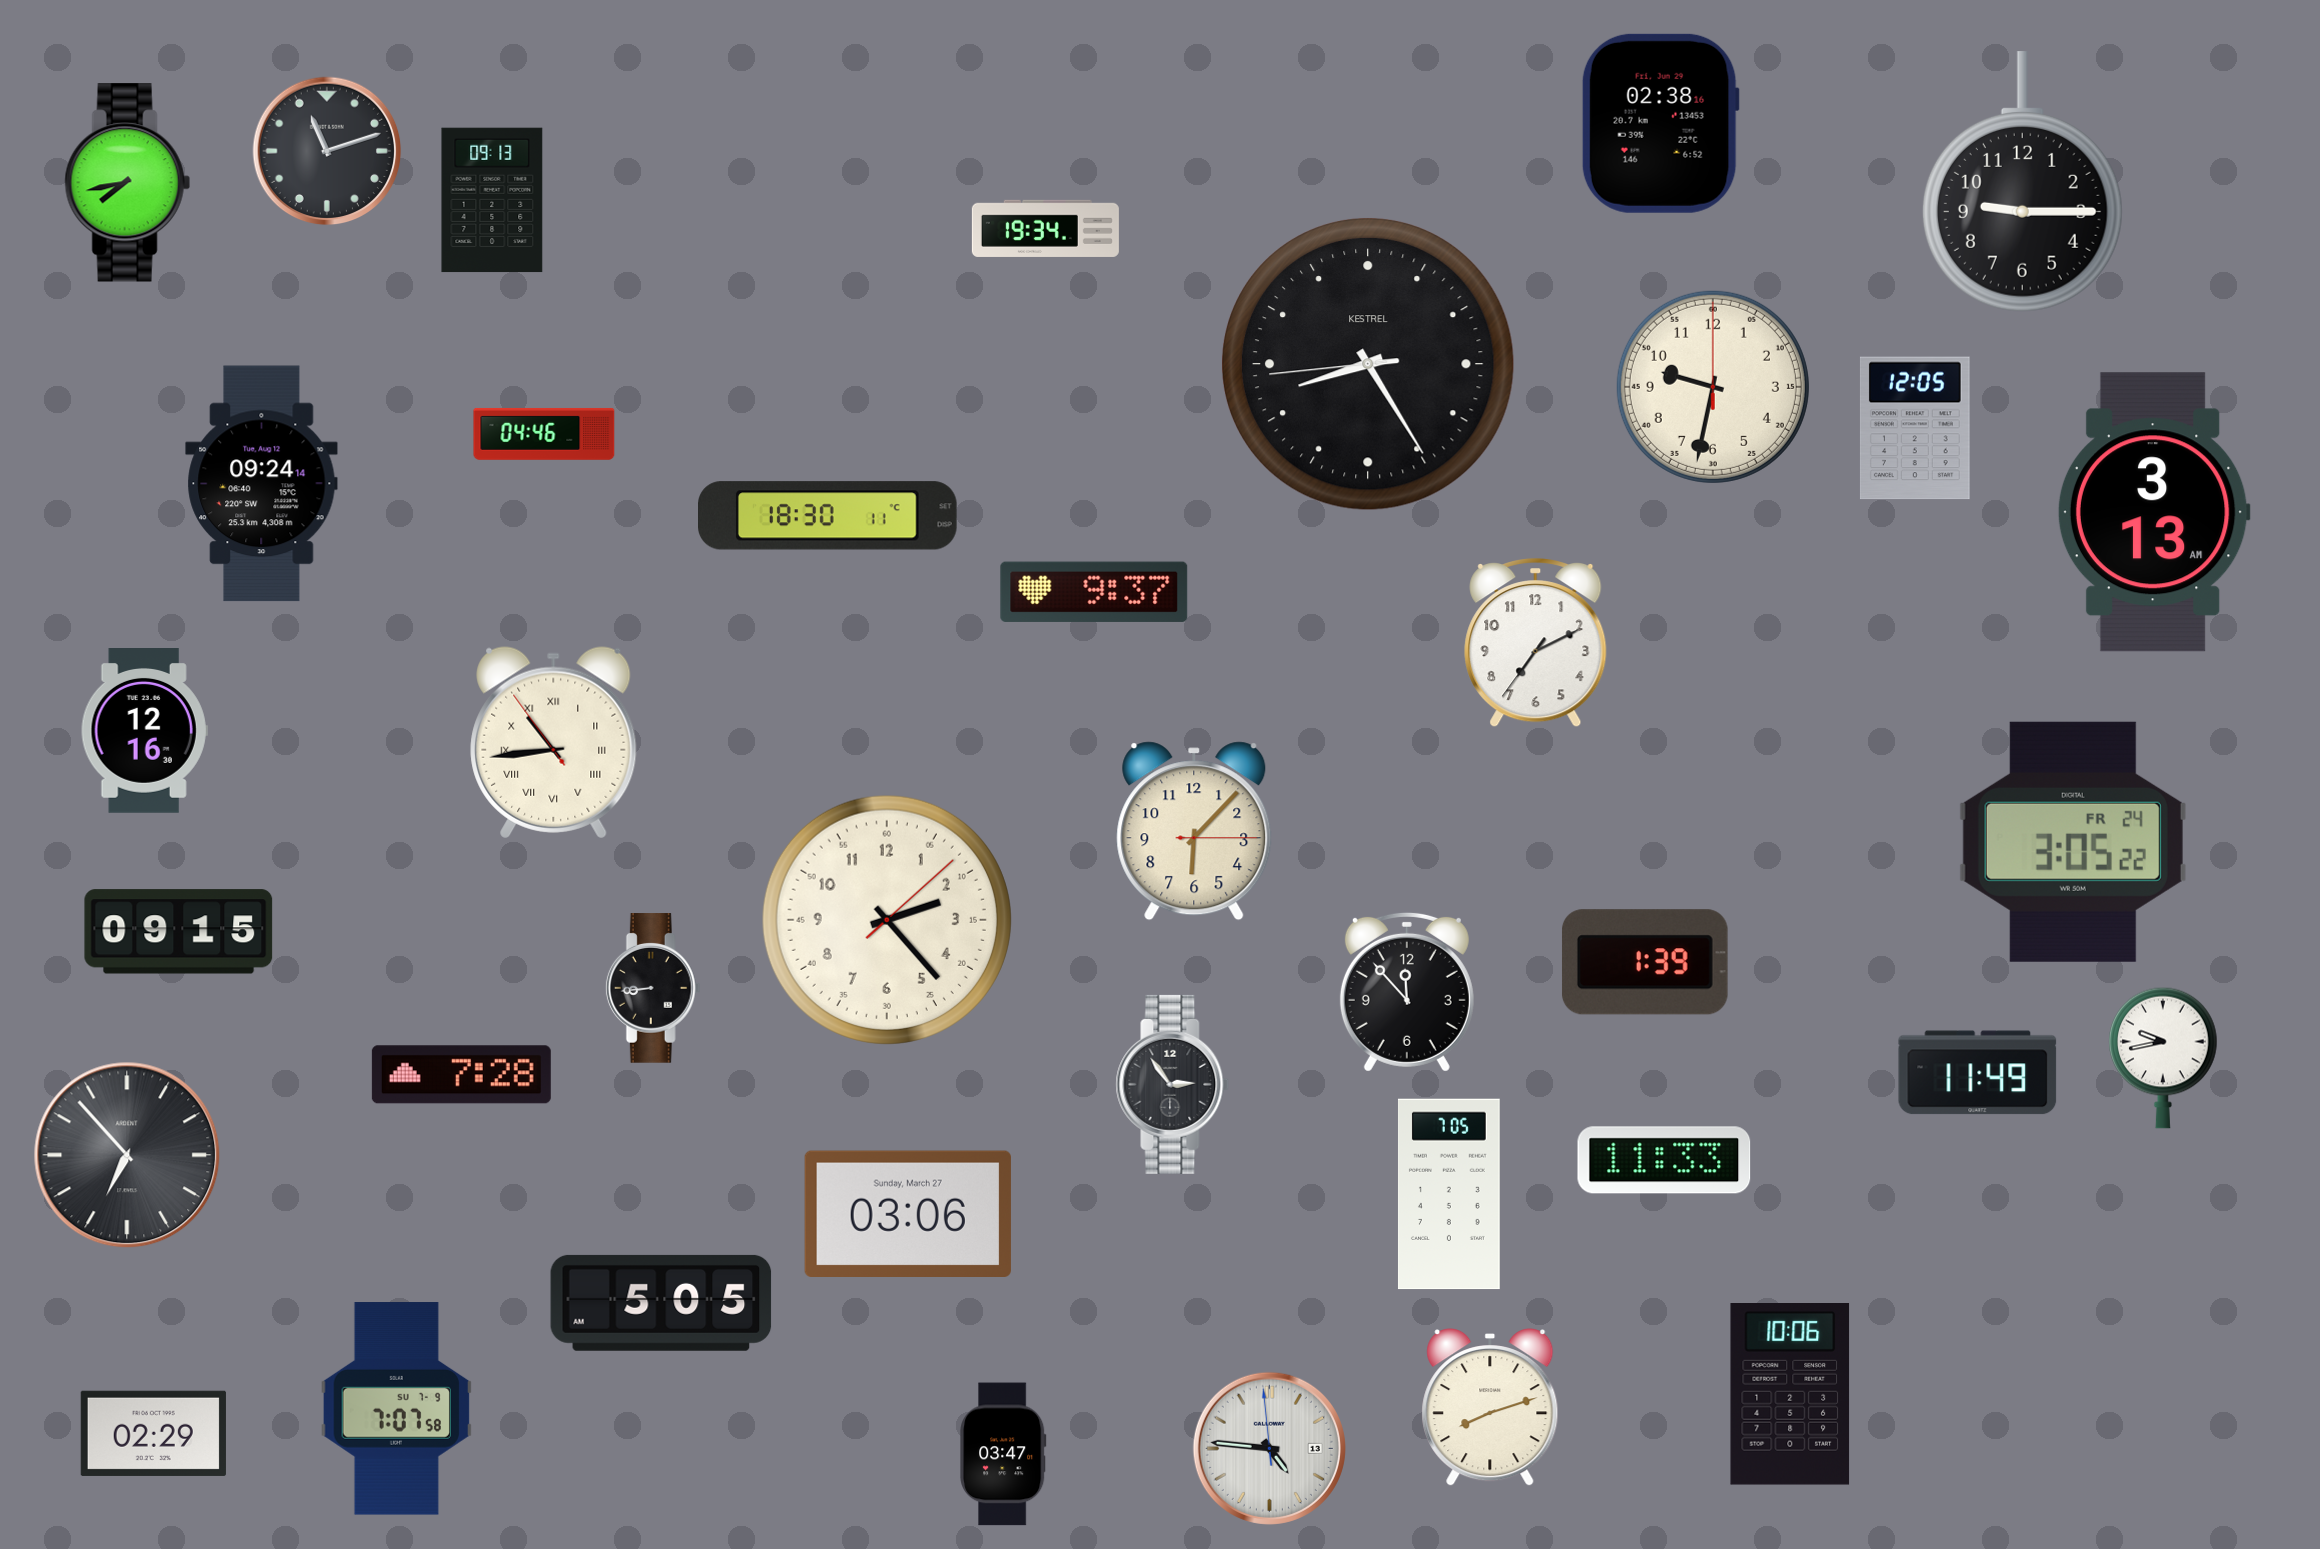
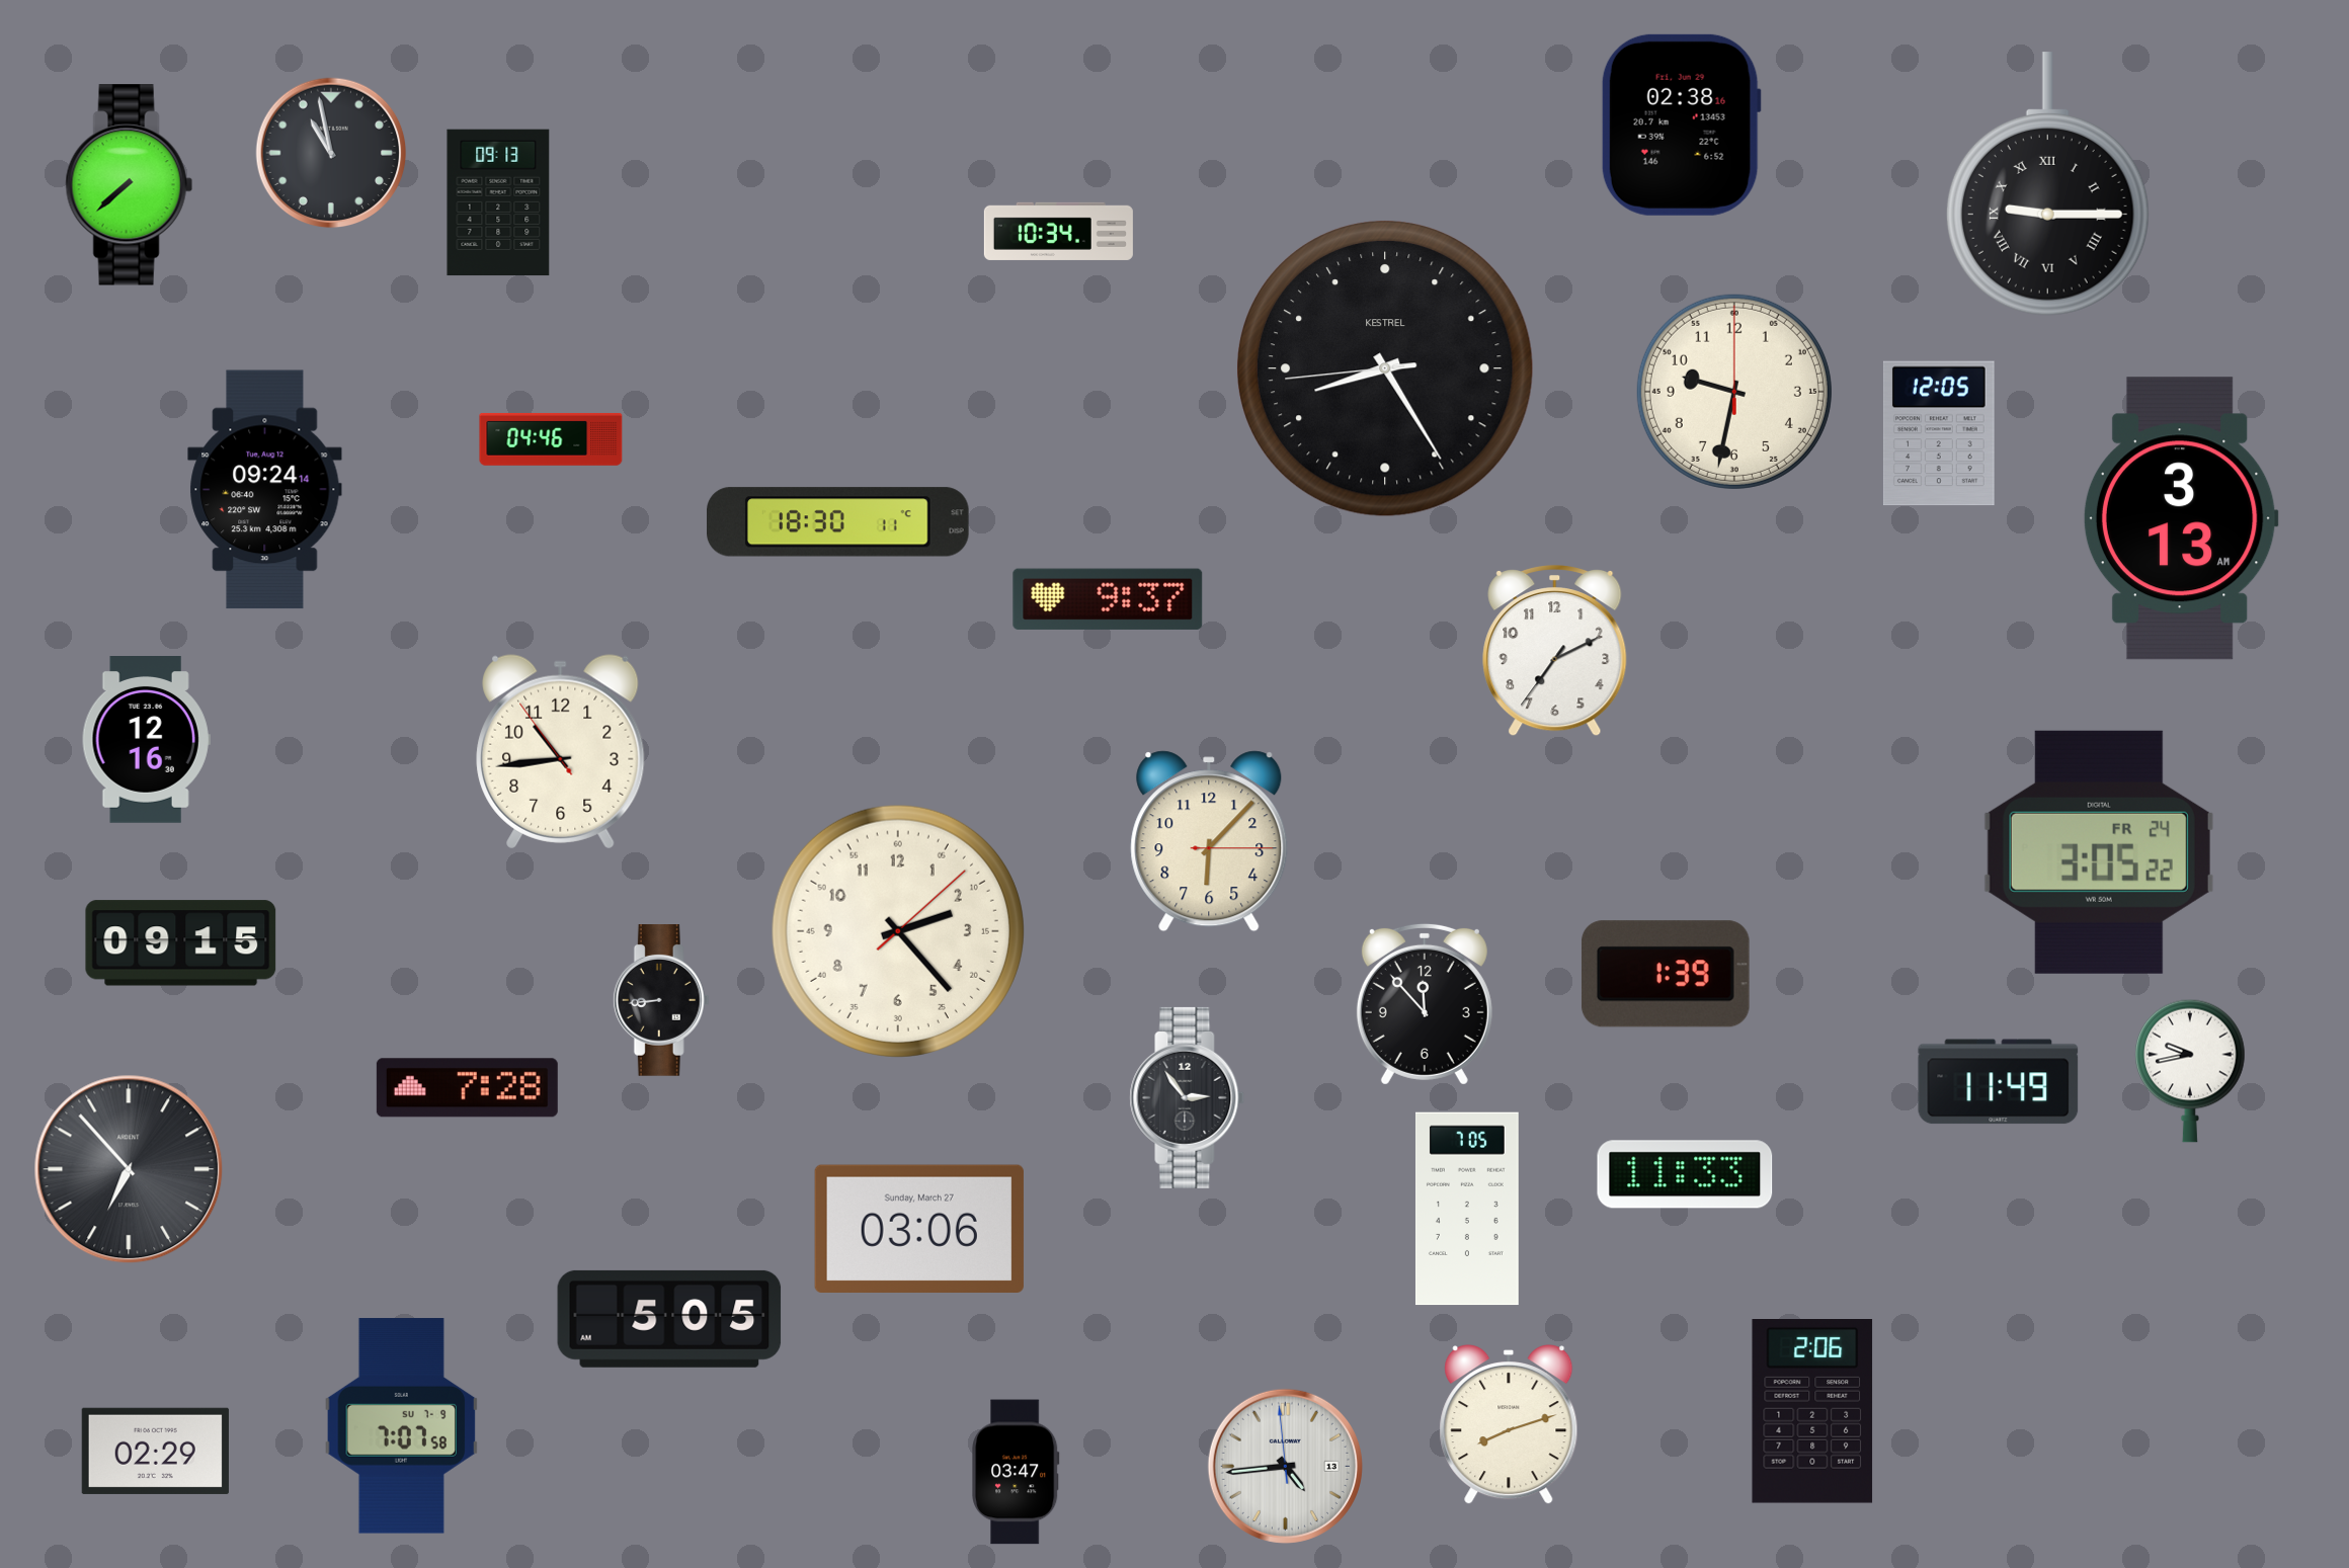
clock at (327, 151): 11:12 -> 10:58
clock at (2022, 182) numerals: Arabic -> Roman
clock at (127, 183): 7:43 -> 7:38
clock at (1045, 228): 19:34 -> 10:34
clock at (554, 743) numerals: Roman -> Arabic
clock at (1978, 1073) position: (1978, 1073) -> (1999, 1082)
clock at (1790, 1395): 10:06 -> 2:06
clock at (1269, 1448): 4:45 -> 4:43
